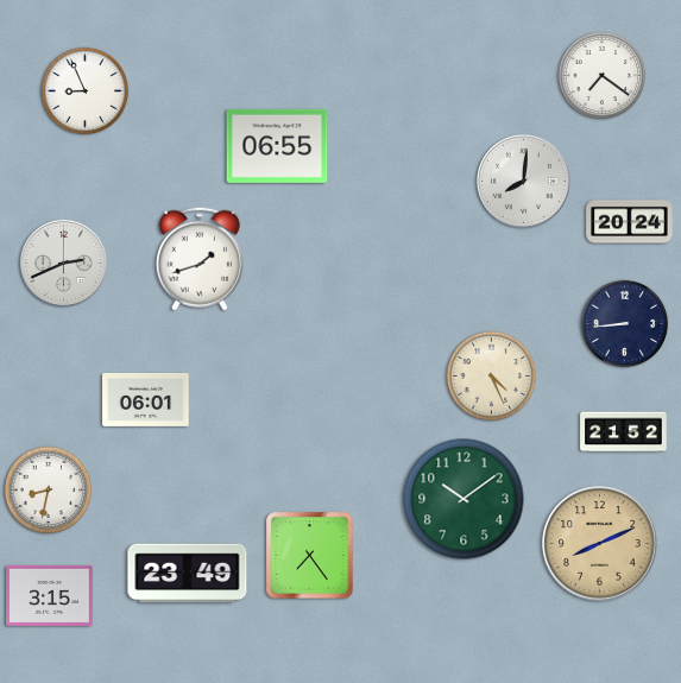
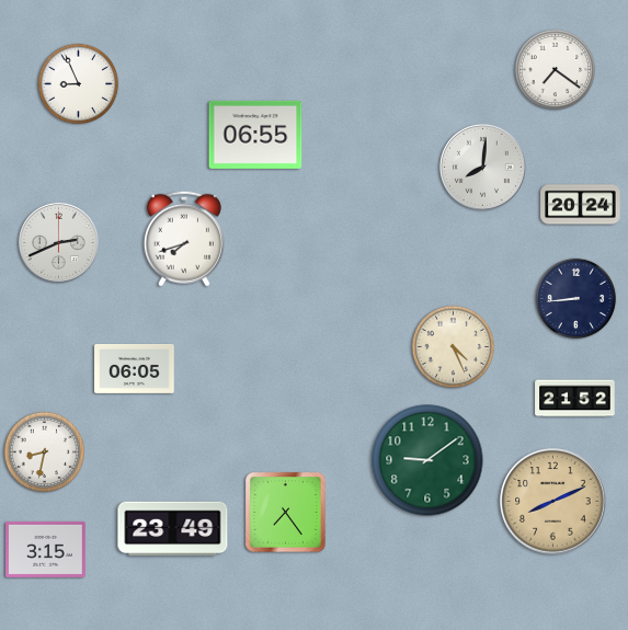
clock at (200, 259): 1:42 -> 7:42
clock at (146, 399): 06:01 -> 06:05
clock at (464, 499): 10:09 -> 9:09
